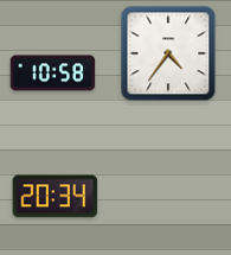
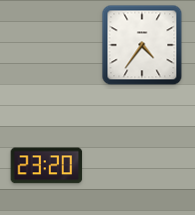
clock at (53, 74): 10:58 -> none
clock at (56, 197): 20:34 -> 23:20
